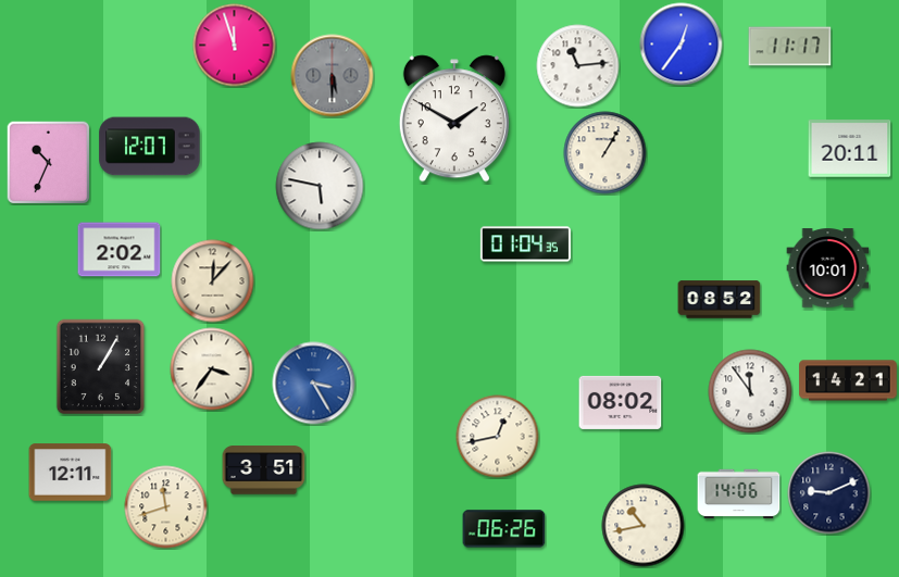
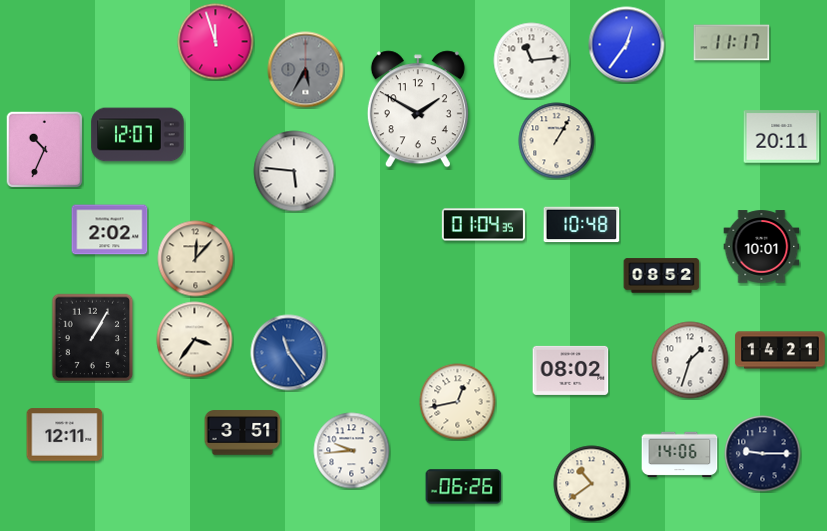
clock at (682, 45) position: (682, 45) -> (627, 45)
clock at (790, 47) position: (790, 47) -> (732, 43)
clock at (333, 76): 5:30 -> 5:35
clock at (320, 186): 5:47 -> 5:46
clock at (582, 225): none -> 10:48
clock at (314, 384): 3:25 -> 11:24
clock at (750, 391): 11:54 -> 1:33
clock at (352, 451): none -> 9:44
clock at (829, 493): 9:11 -> 9:15
clock at (166, 507): 11:42 -> none
clock at (644, 526): 10:43 -> 10:39
